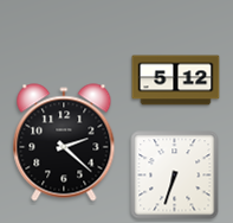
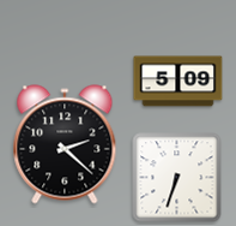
clock at (176, 81): 5:12 -> 5:09
